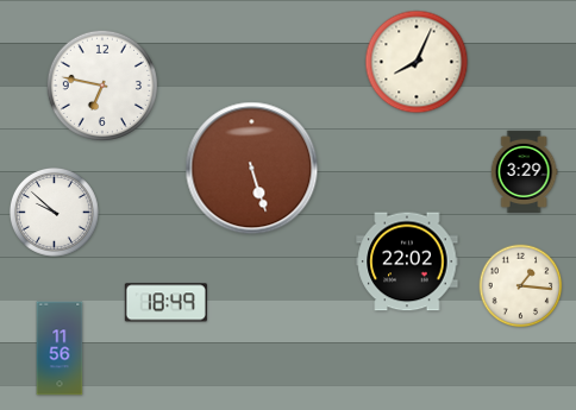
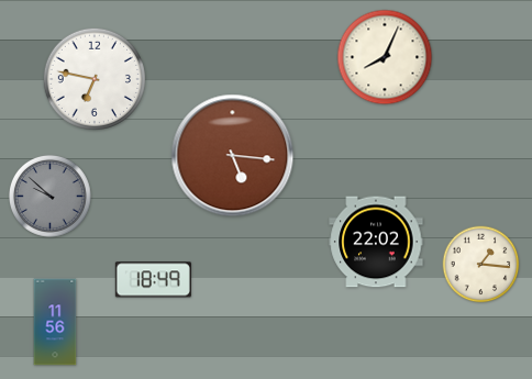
clock at (252, 169): 5:27 -> 5:16
clock at (524, 171): 3:29 -> none
clock at (54, 212) dial: white -> grey
